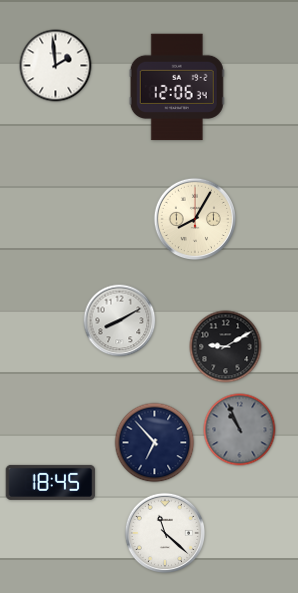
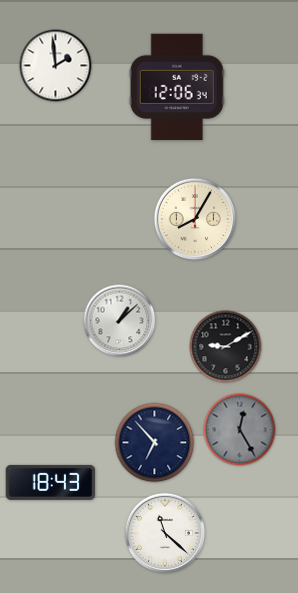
clock at (120, 321): 8:10 -> 1:08
clock at (240, 430): 10:56 -> 12:25
clock at (51, 482): 18:45 -> 18:43
